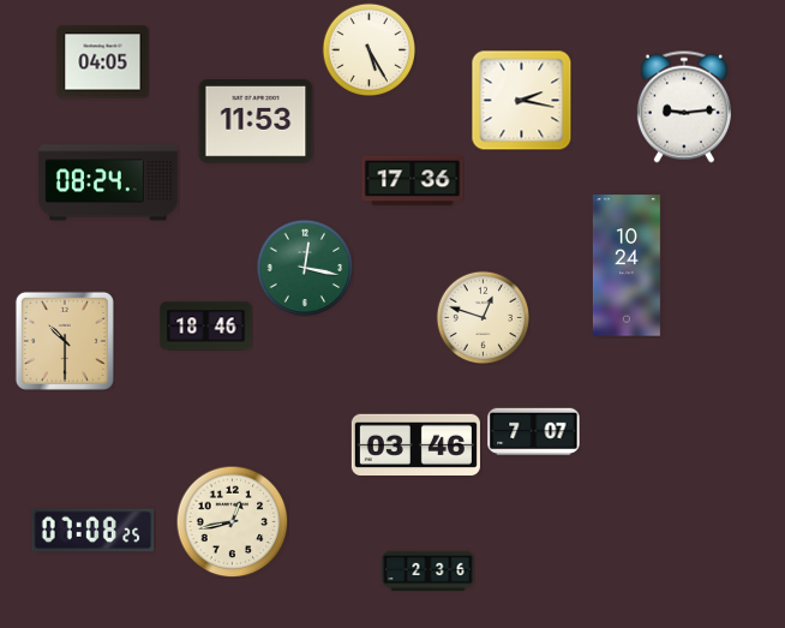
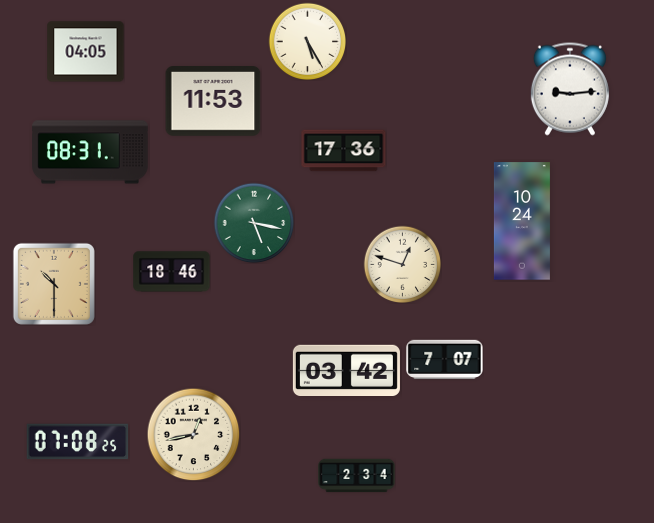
clock at (521, 100): 2:17 -> none
clock at (108, 183): 08:24 -> 08:31
clock at (305, 268): 12:17 -> 5:17
clock at (415, 445): 03:46 -> 03:42
clock at (429, 572): 2:36 -> 2:34
